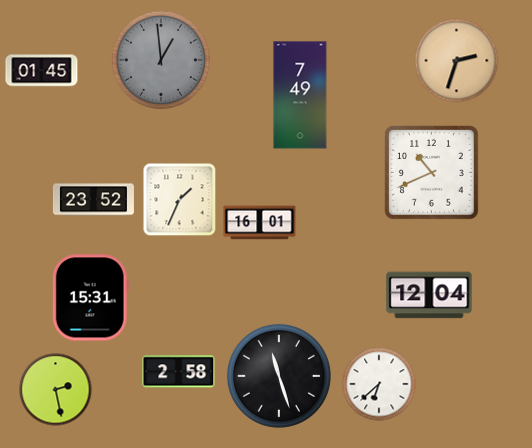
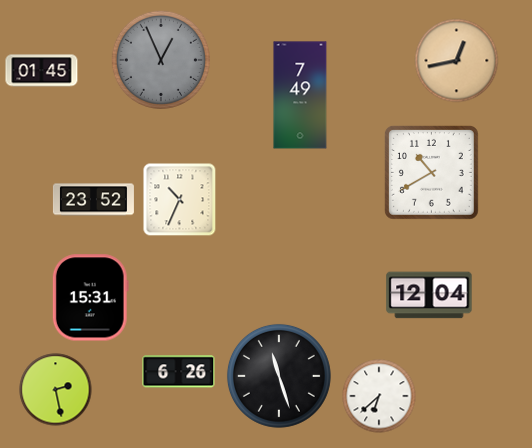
clock at (161, 60): 12:59 -> 12:56
clock at (457, 61): 2:33 -> 12:43
clock at (431, 172): 10:41 -> 10:40
clock at (180, 200): 1:34 -> 10:34
clock at (260, 223): 16:01 -> none
clock at (179, 372): 2:58 -> 6:26
clock at (379, 384) position: (379, 384) -> (379, 396)
